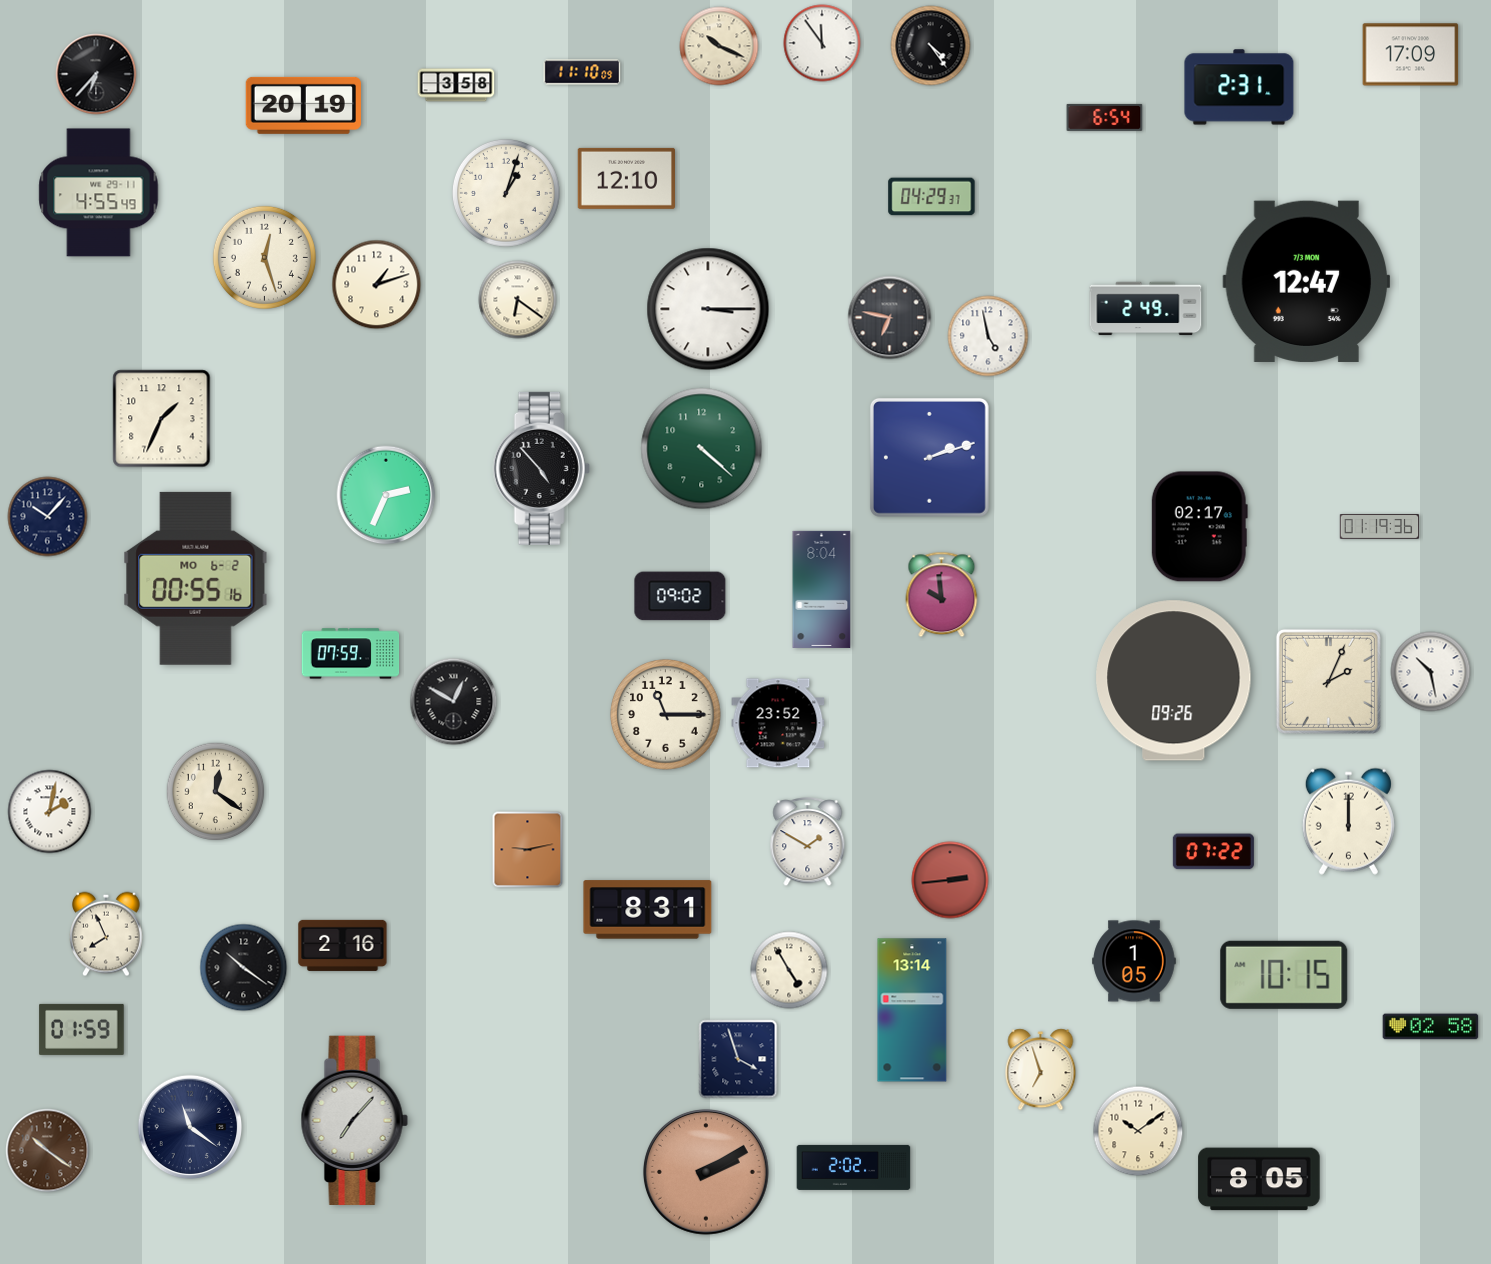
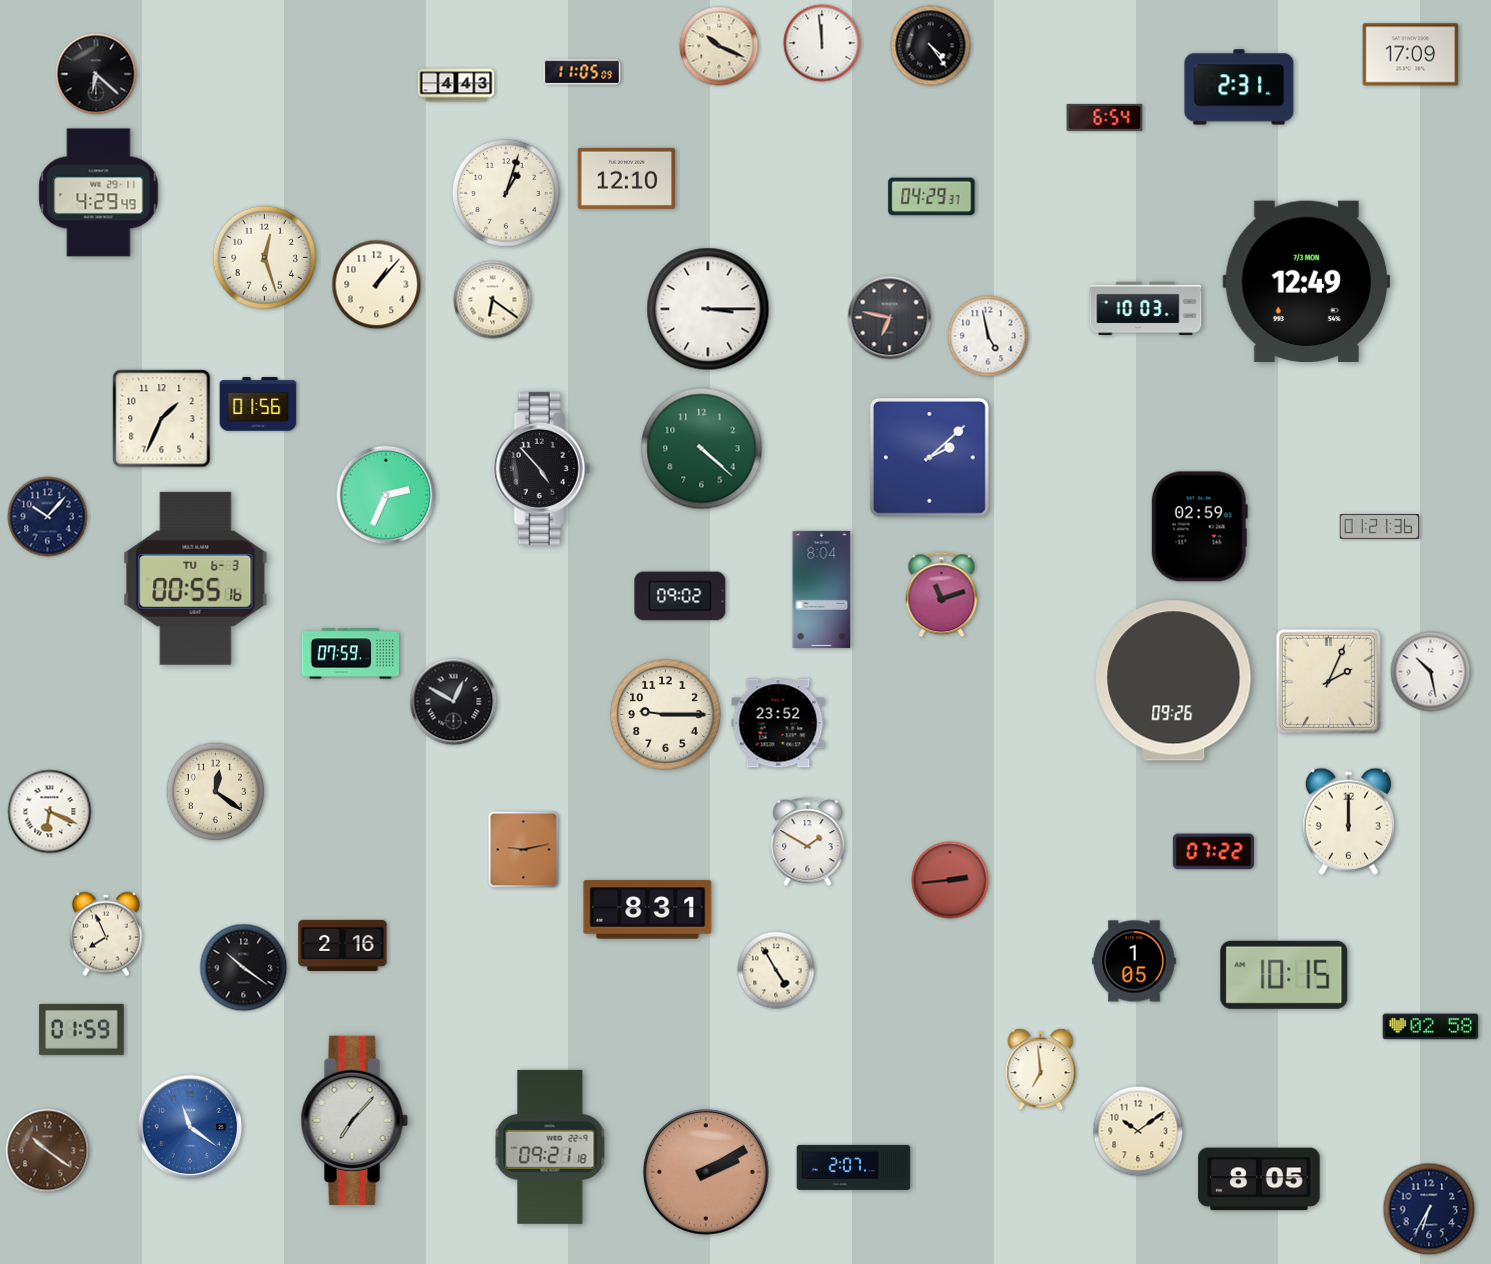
clock at (822, 43): 11:54 -> 11:59
clock at (582, 72): 11:10 -> 11:05
clock at (96, 74): 6:37 -> 6:22
clock at (456, 85): 3:58 -> 4:43
clock at (303, 105): 20:19 -> none
clock at (99, 193): 4:55 -> 4:29
clock at (1307, 281): 12:47 -> 12:49
clock at (377, 285): 1:12 -> 1:07
clock at (518, 300) position: (518, 300) -> (493, 300)
clock at (1146, 309): 2:49 -> 10:03
clock at (258, 404): none -> 01:56
clock at (929, 457): 2:12 -> 2:08
clock at (1199, 527): 02:17 -> 02:59
clock at (1380, 527): 01:19 -> 01:21
clock at (196, 578) date: MO 6-2 -> TU 6-3
clock at (942, 595): 9:59 -> 11:12
clock at (666, 715): 11:15 -> 9:15
clock at (50, 812): 2:02 -> 6:19
clock at (528, 850) position: (528, 850) -> (524, 850)
clock at (789, 970) position: (789, 970) -> (776, 970)
clock at (912, 1010): 13:14 -> none
clock at (738, 1059): 3:57 -> none
clock at (1041, 1070): 6:57 -> 6:59
clock at (190, 1127) dial: navy -> blue
clock at (550, 1147): none -> 09:21
clock at (854, 1167): 2:02 -> 2:07
clock at (1429, 1209): none -> 6:35
